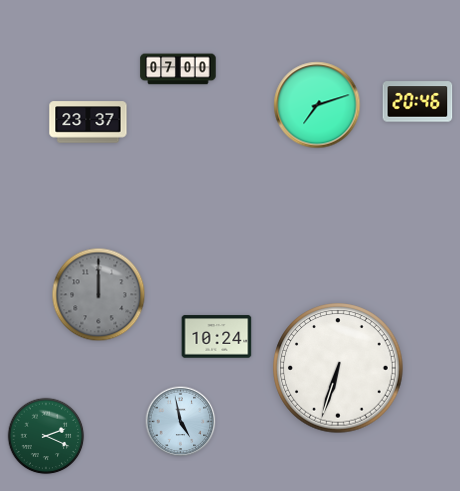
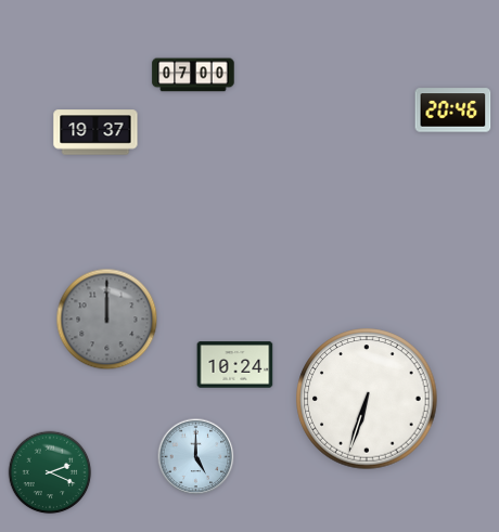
clock at (317, 105): 7:12 -> none
clock at (88, 122): 23:37 -> 19:37
clock at (181, 422): 4:58 -> 5:00
